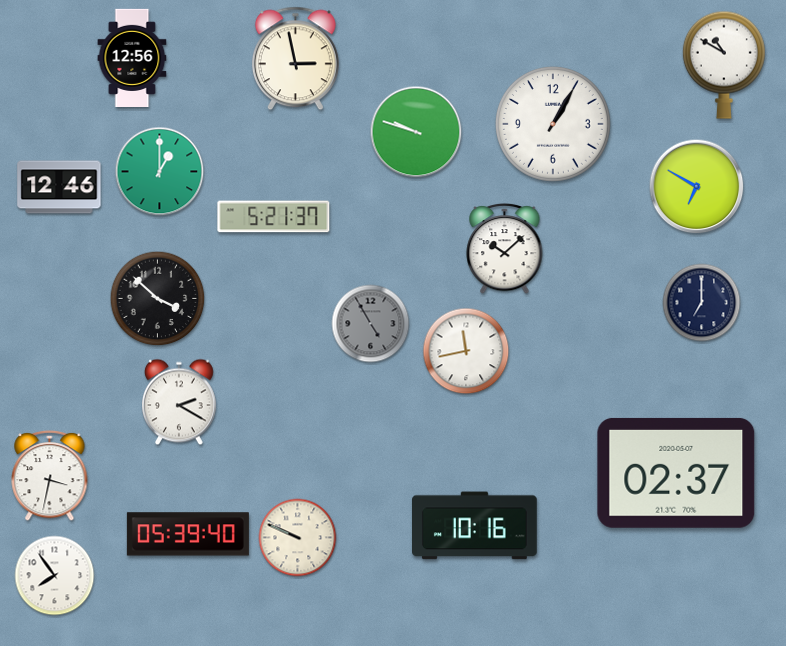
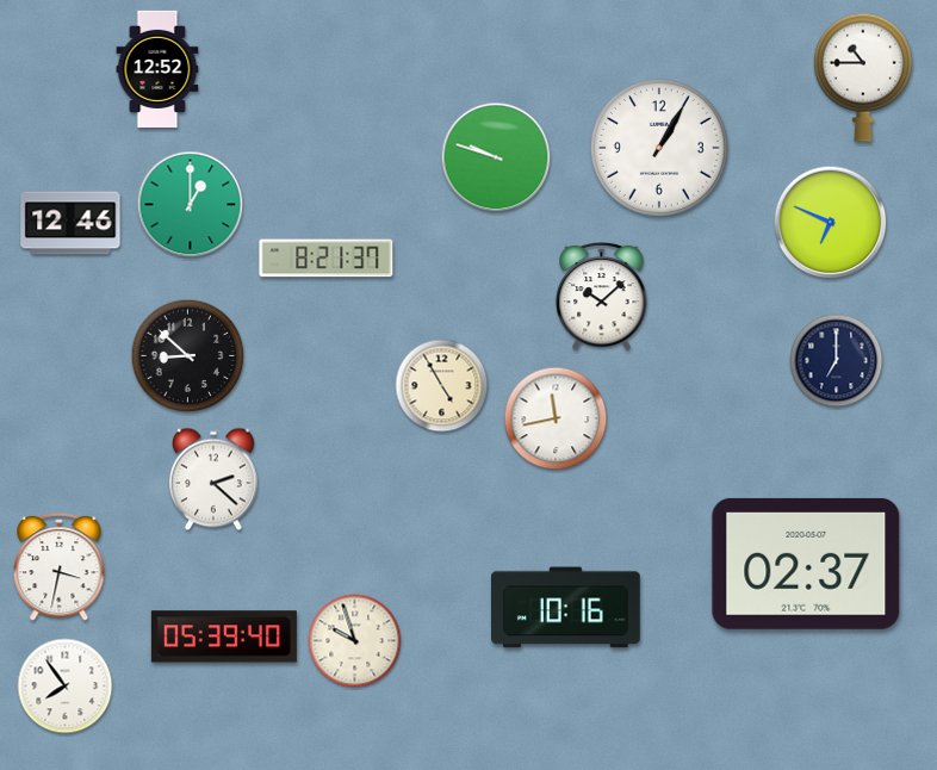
clock at (132, 57): 12:56 -> 12:52
clock at (295, 59): 2:58 -> none
clock at (724, 65): 10:50 -> 10:45
clock at (697, 187): 6:50 -> 6:49
clock at (274, 217): 5:21 -> 8:21
clock at (158, 299): 3:52 -> 8:52
clock at (371, 324) dial: grey -> cream
clock at (180, 402): 2:20 -> 2:22
clock at (475, 526) position: (475, 526) -> (566, 608)
clock at (298, 538): 9:49 -> 9:57
